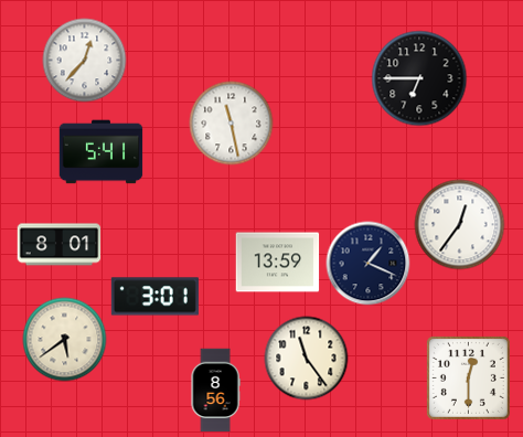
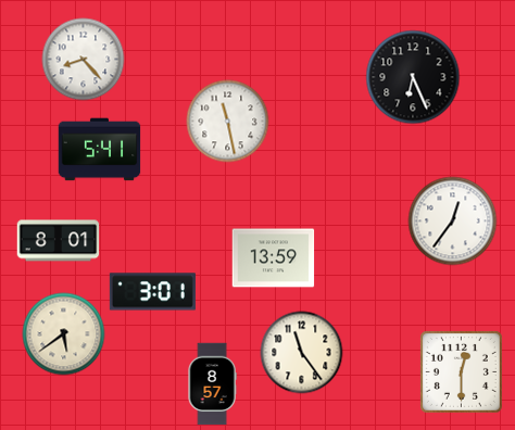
clock at (85, 61): 12:37 -> 8:23
clock at (419, 78): 6:45 -> 6:26
clock at (369, 264): 1:19 -> none
clock at (215, 391): 8:56 -> 8:57
